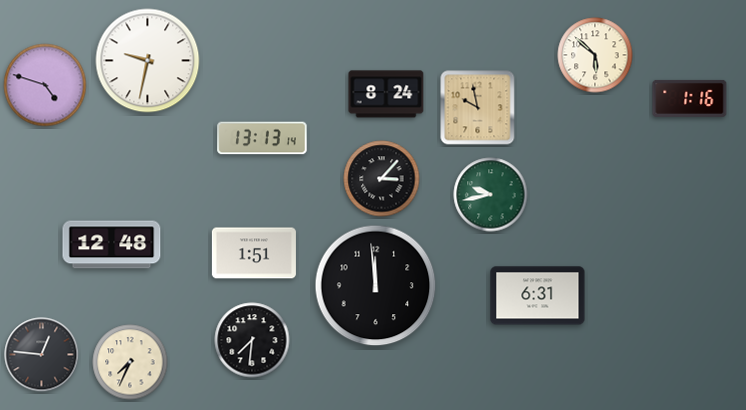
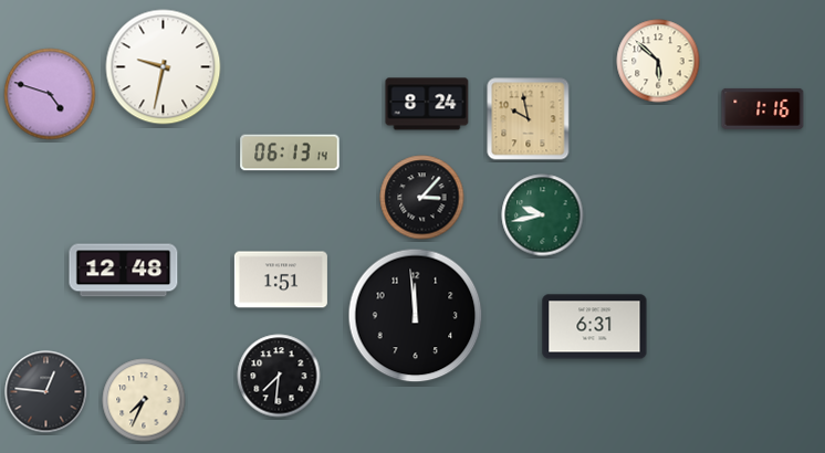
clock at (262, 138): 13:13 -> 06:13
